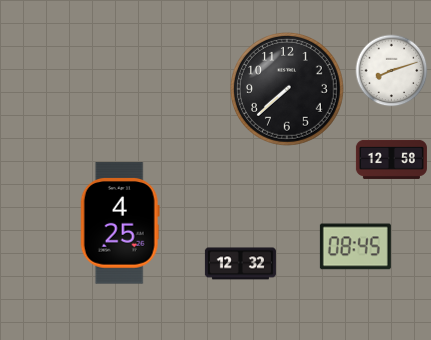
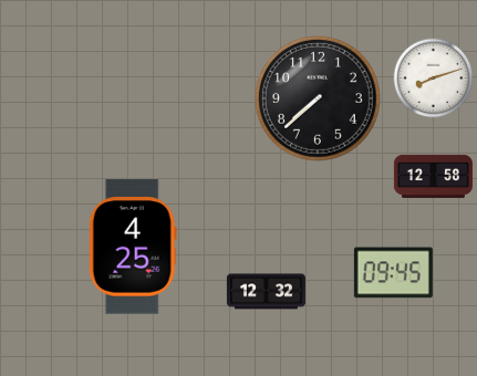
clock at (355, 247): 08:45 -> 09:45
